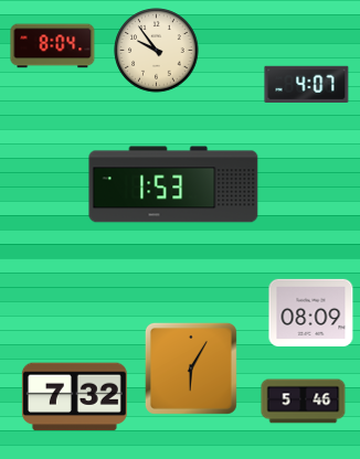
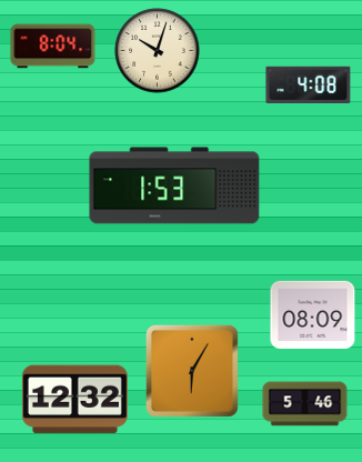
clock at (157, 51): 9:54 -> 10:03
clock at (307, 84): 4:07 -> 4:08
clock at (74, 397): 7:32 -> 12:32
